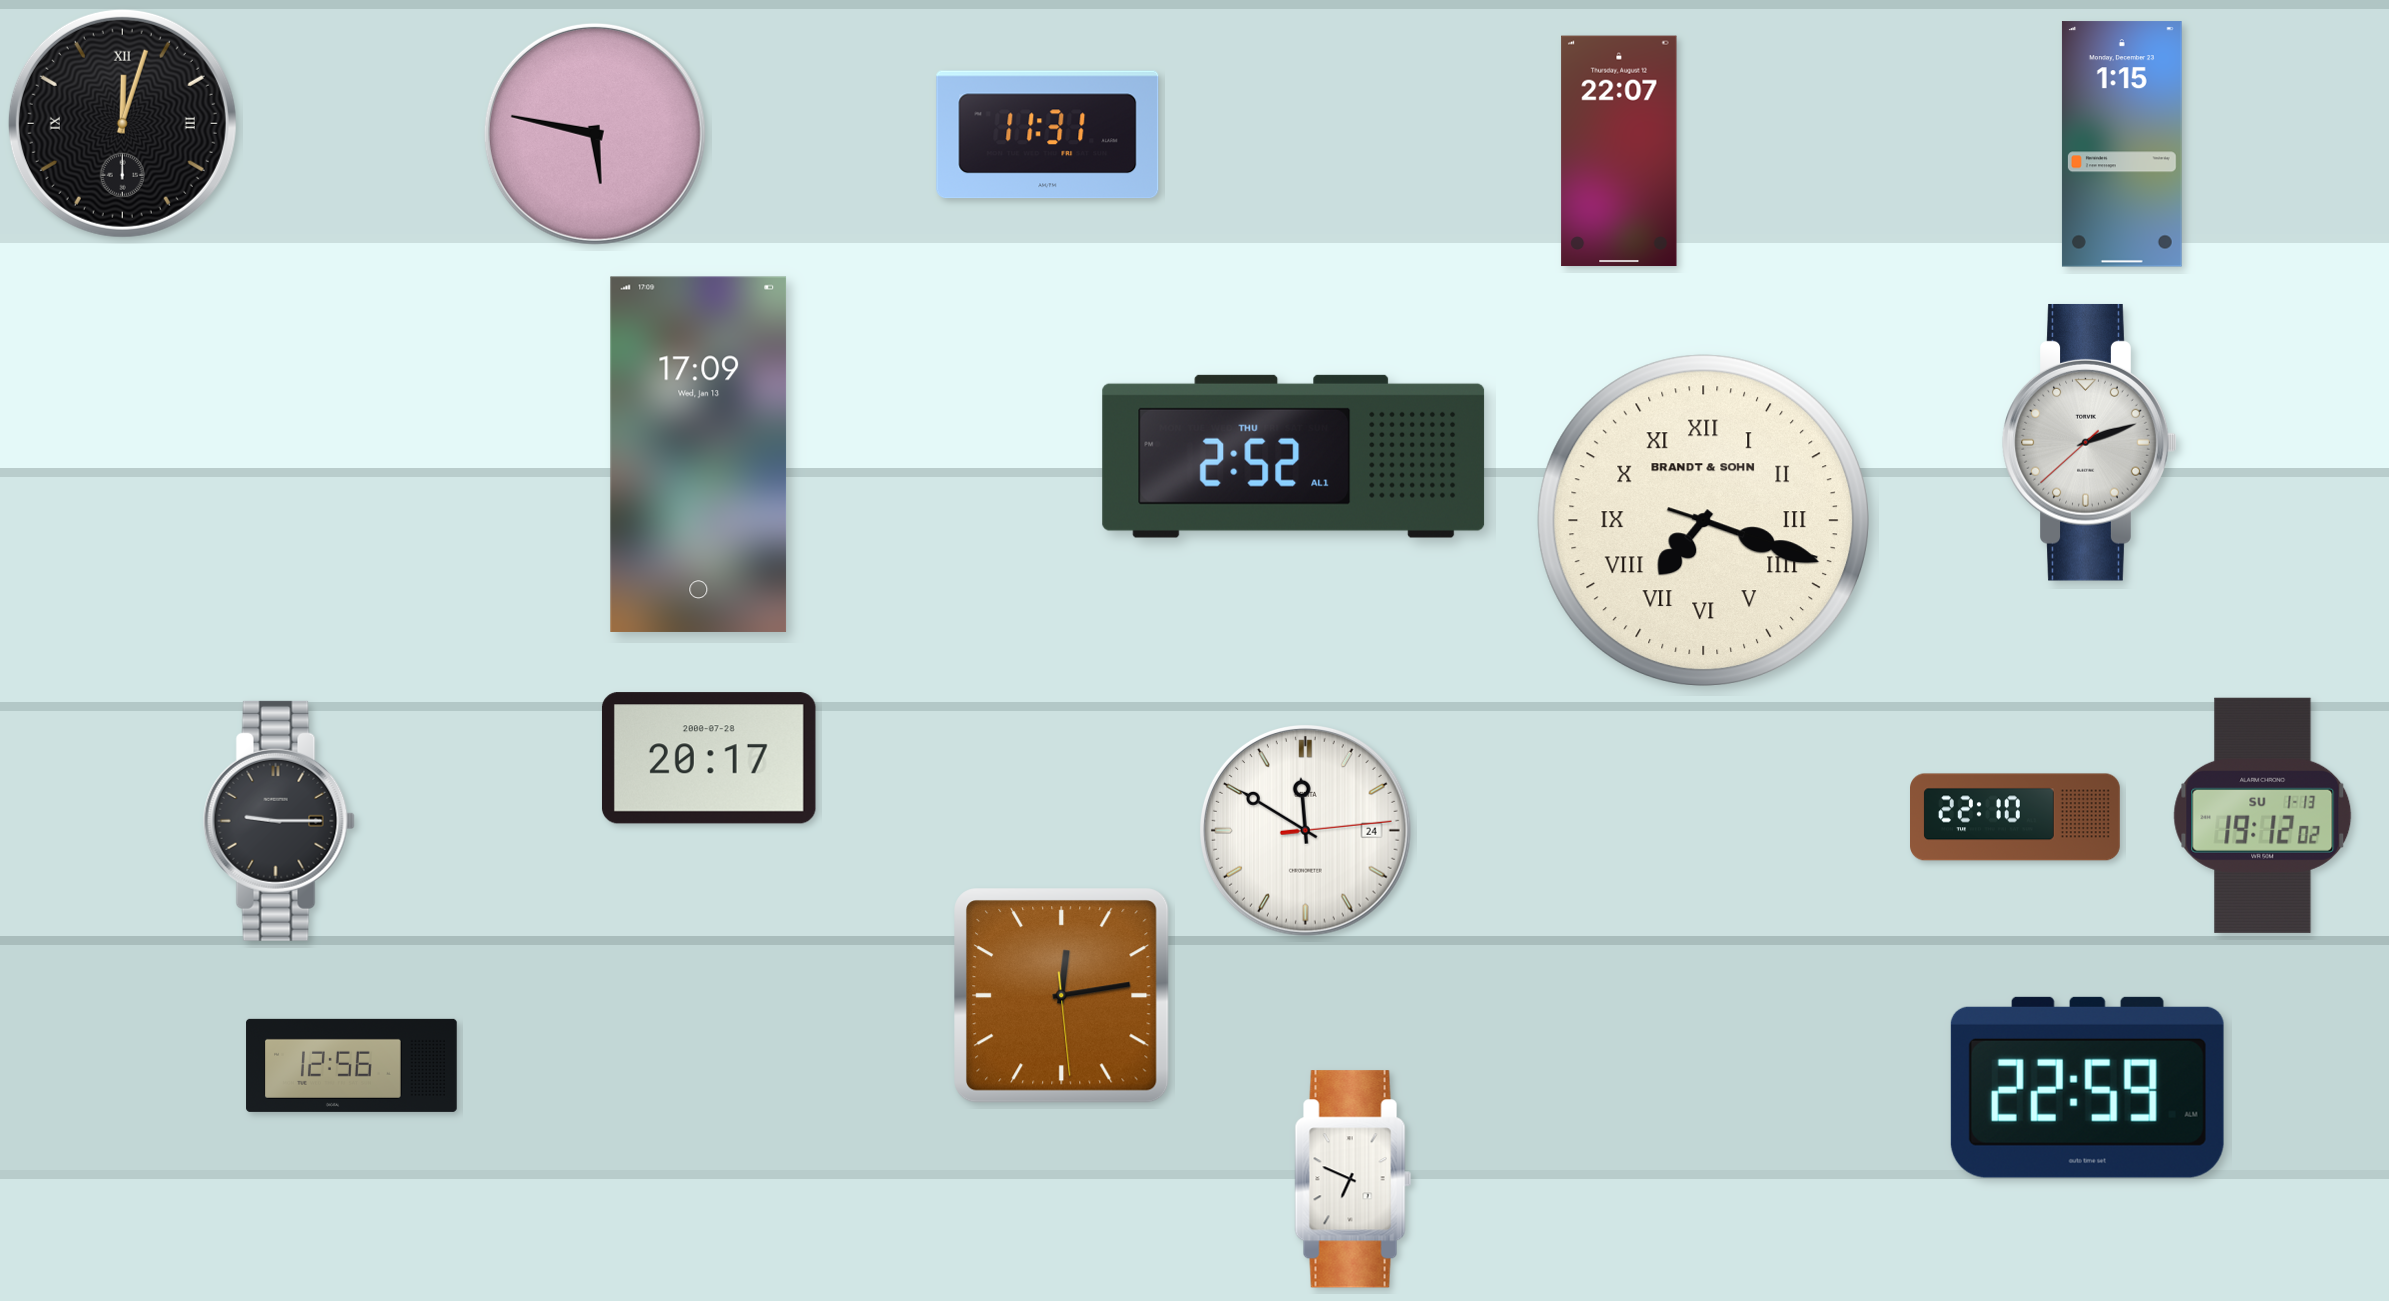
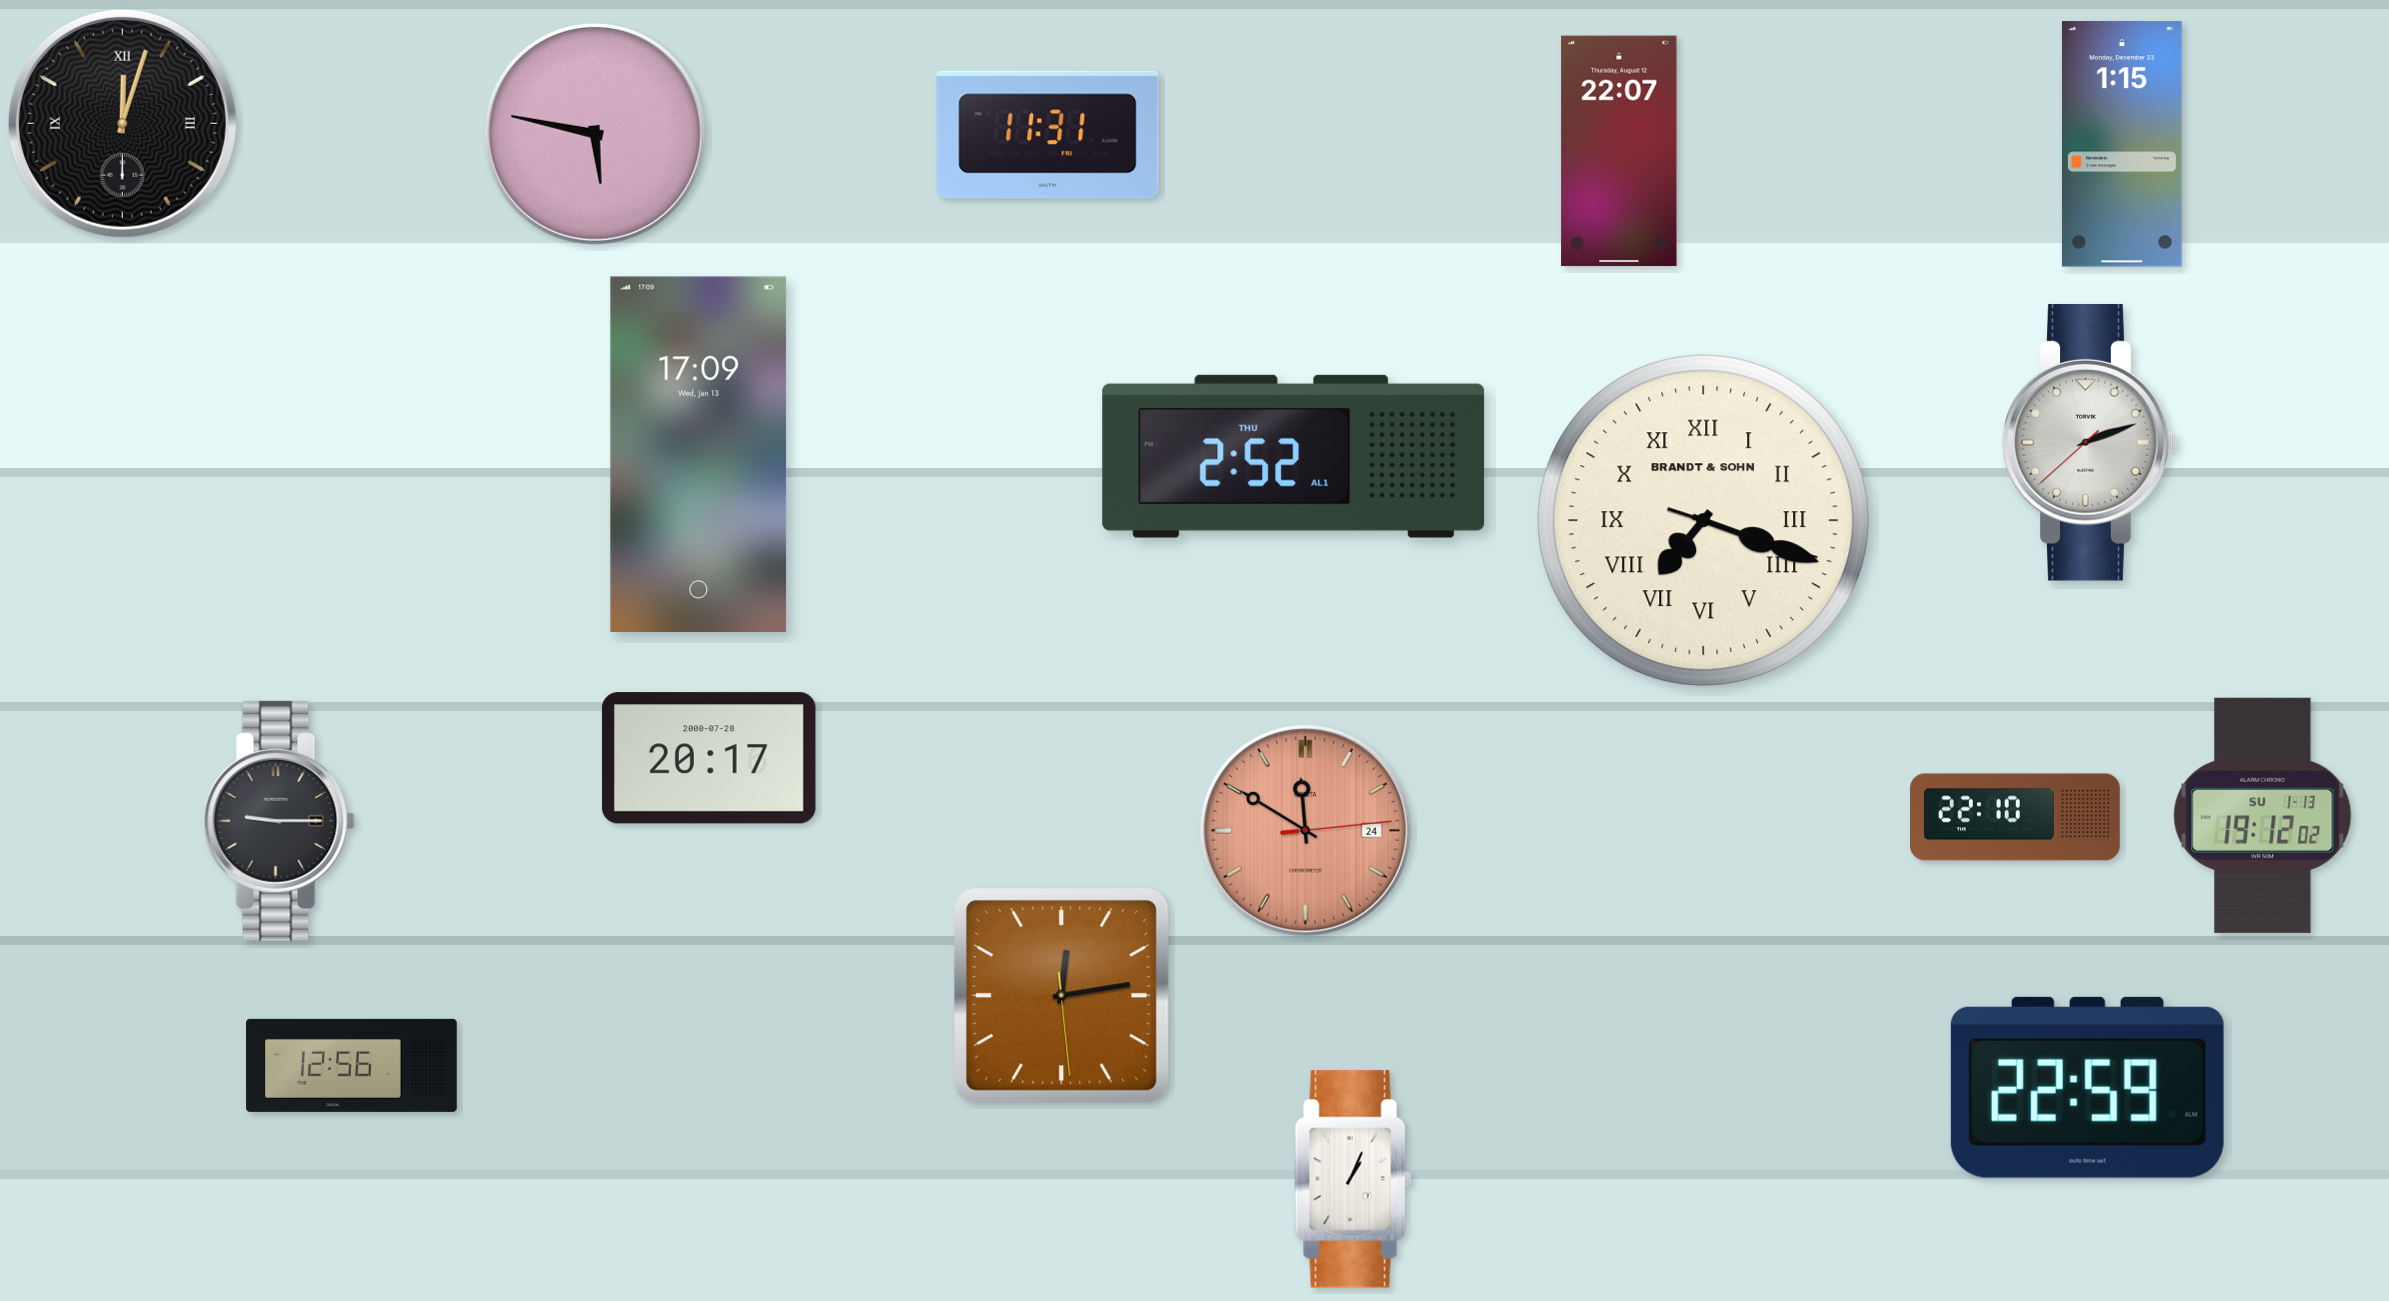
clock at (1306, 831) dial: white -> salmon
clock at (1353, 1179): 6:49 -> 1:04
